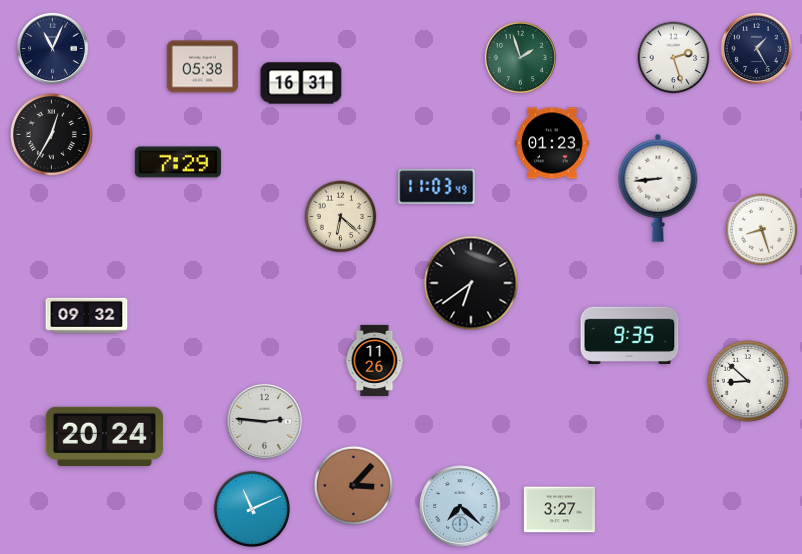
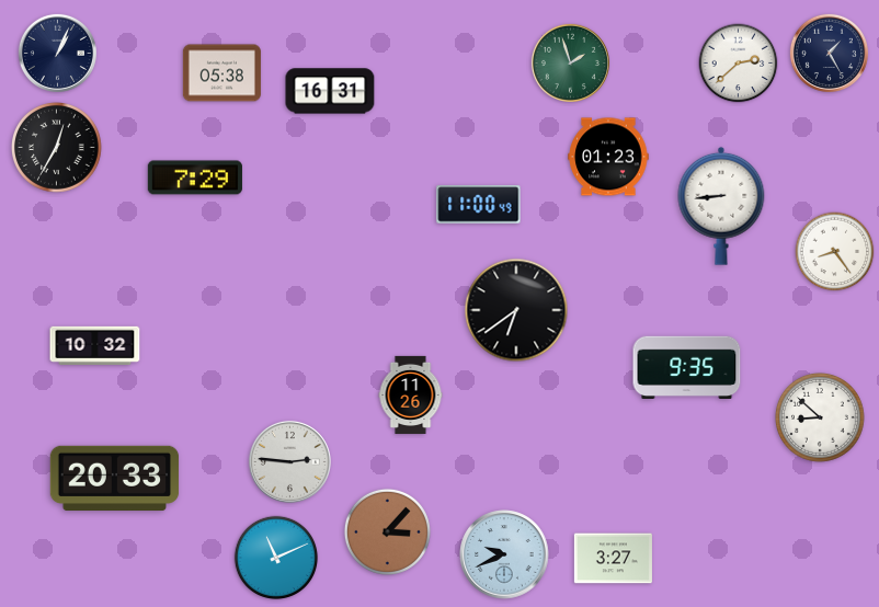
clock at (52, 48): 11:04 -> 1:04
clock at (674, 58): 2:27 -> 2:38
clock at (552, 143) position: (552, 143) -> (608, 157)
clock at (437, 187): 11:03 -> 11:00
clock at (341, 217): 6:22 -> none
clock at (762, 230): 8:27 -> 8:24
clock at (87, 315): 09:32 -> 10:32
clock at (630, 335) position: (630, 335) -> (687, 367)
clock at (105, 437): 20:24 -> 20:33
clock at (460, 506): 7:22 -> 9:41
